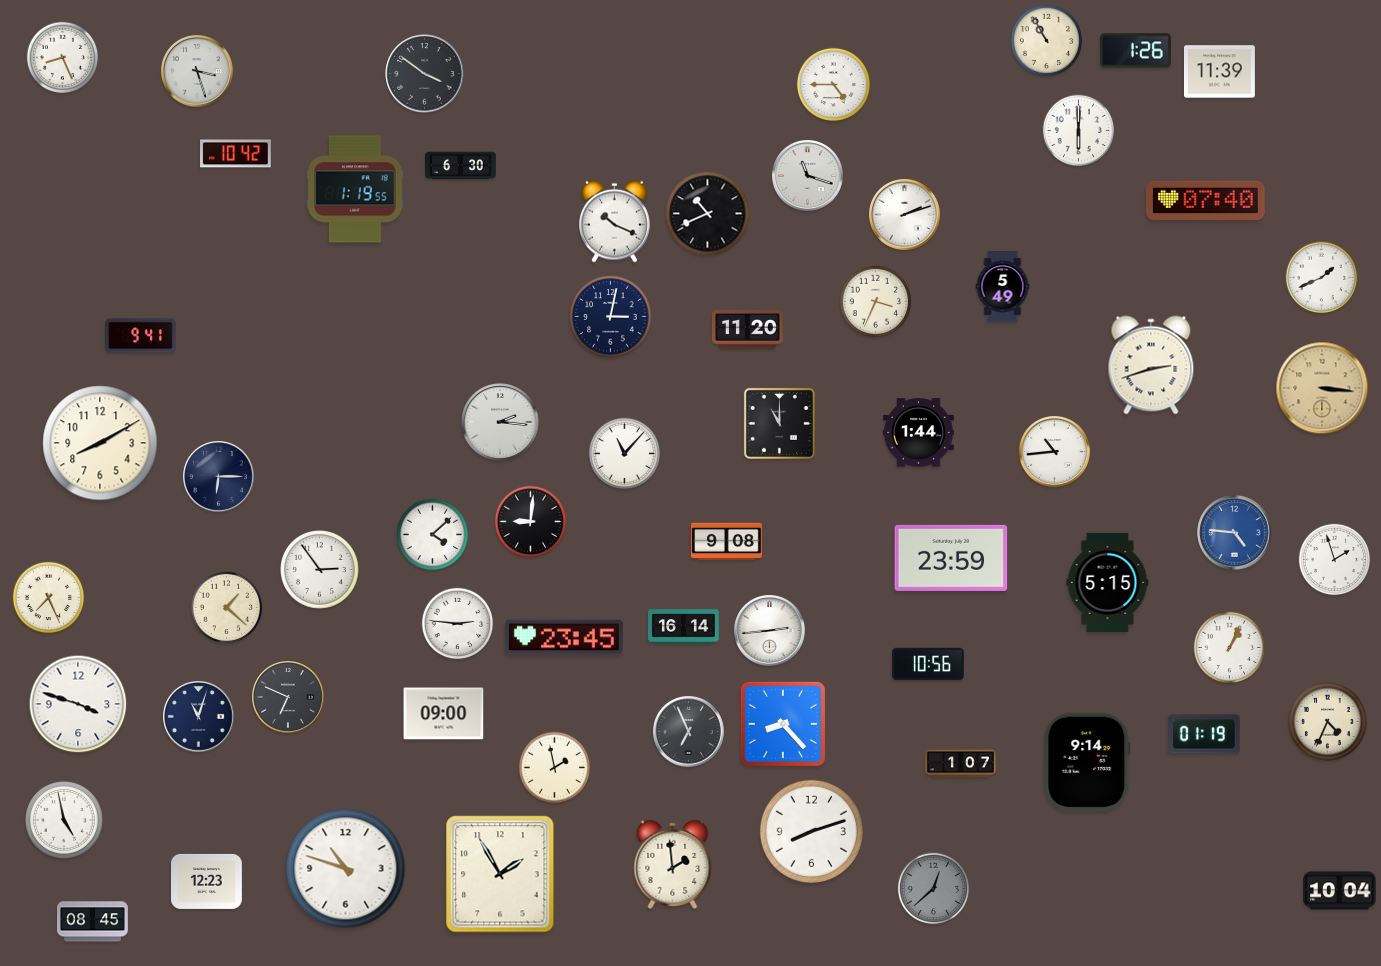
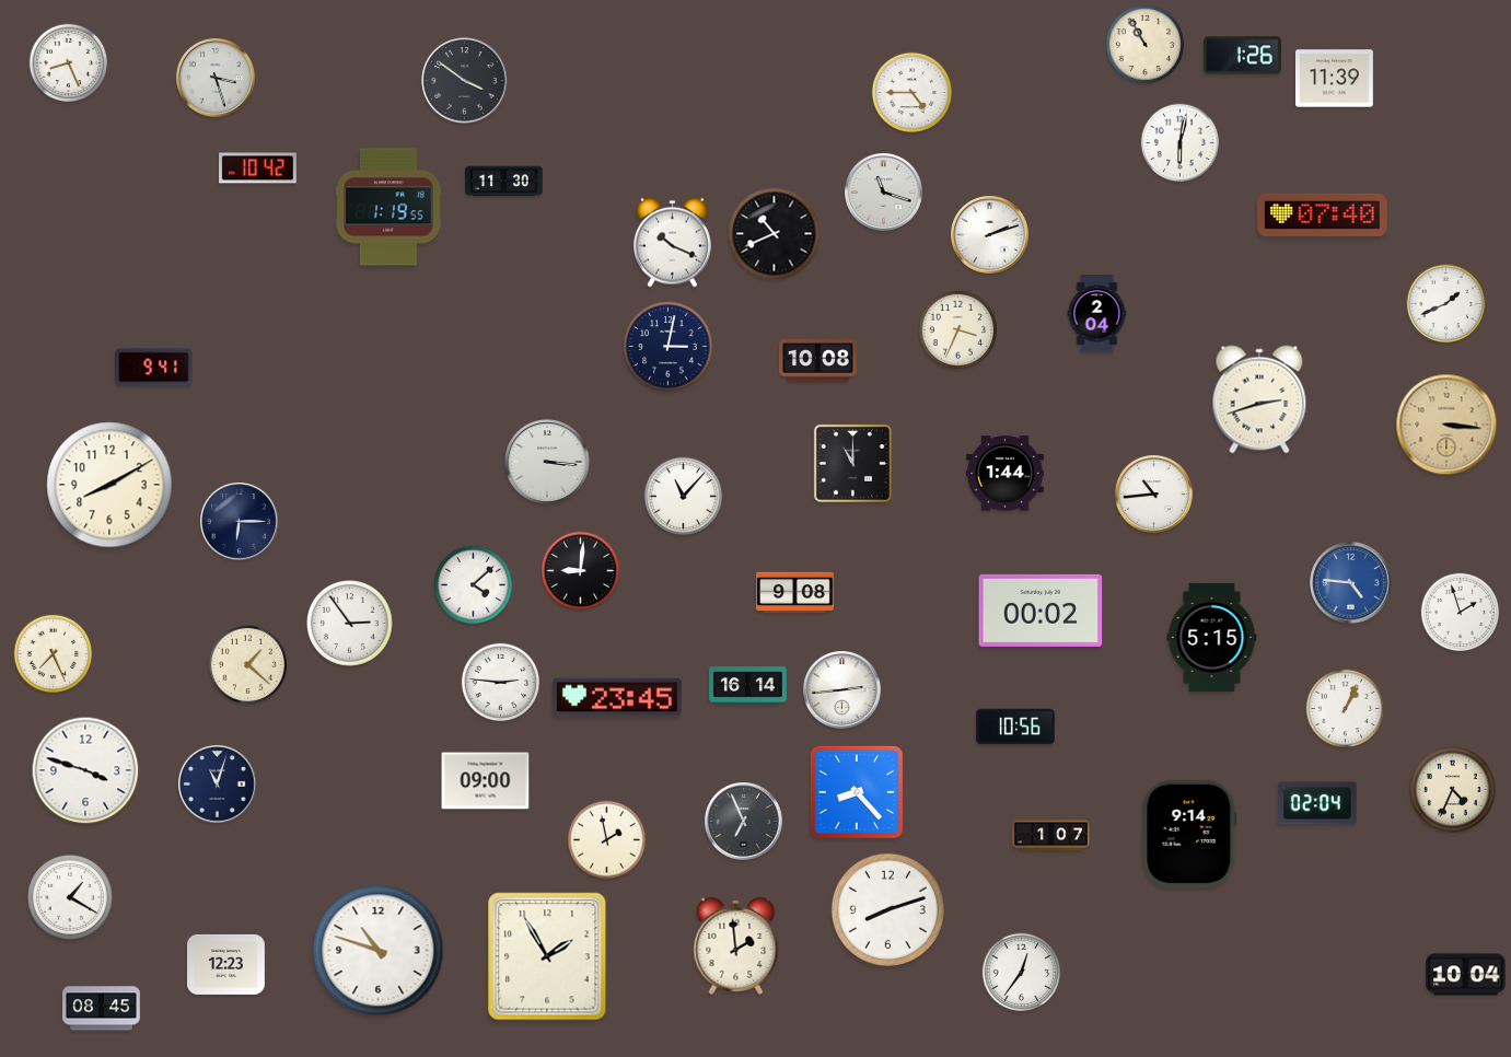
clock at (1079, 131): 6:00 -> 6:02
clock at (461, 166): 6:30 -> 11:30
clock at (1206, 200) position: (1206, 200) -> (1323, 214)
clock at (1003, 287): 5:49 -> 2:04
clock at (747, 330): 11:20 -> 10:08
clock at (500, 422): 2:16 -> 3:16
clock at (951, 558): 23:59 -> 00:02
clock at (289, 698): 6:49 -> none
clock at (689, 732) position: (689, 732) -> (744, 822)
clock at (1204, 734): 01:19 -> 02:04
clock at (65, 821): 4:58 -> 1:20
clock at (934, 889): 12:38 -> 12:36
clock at (934, 889) dial: grey -> white
